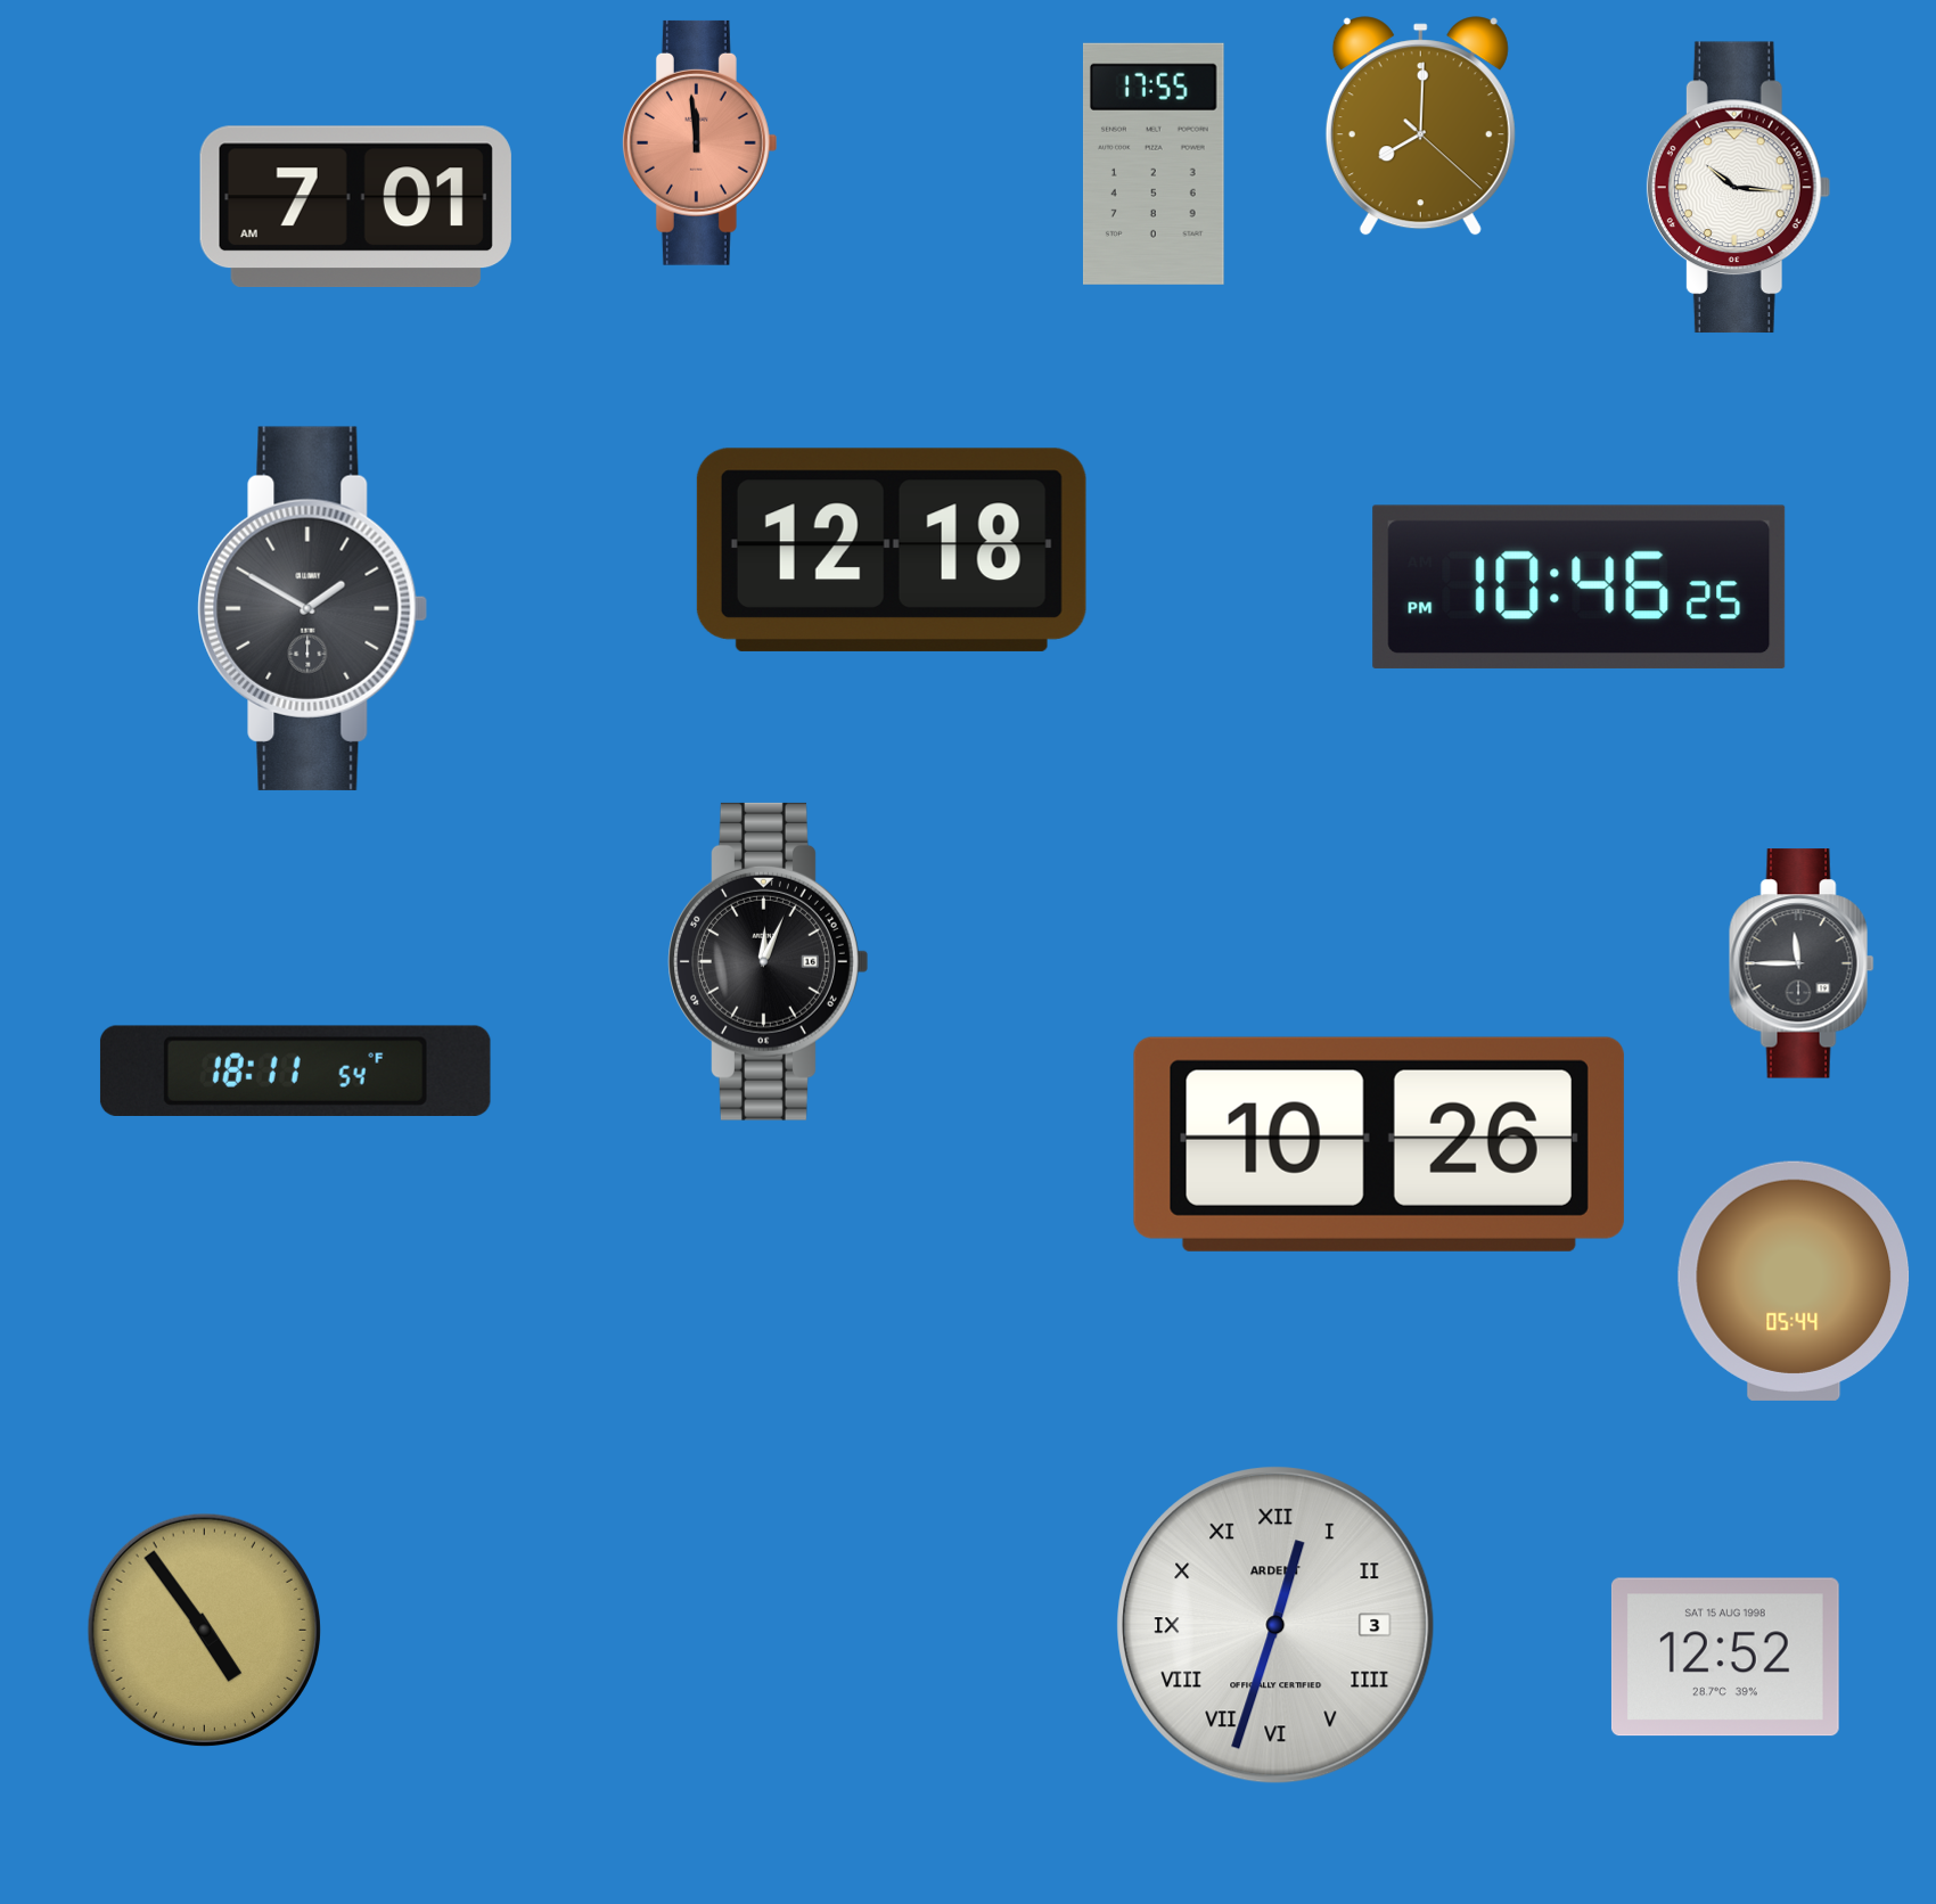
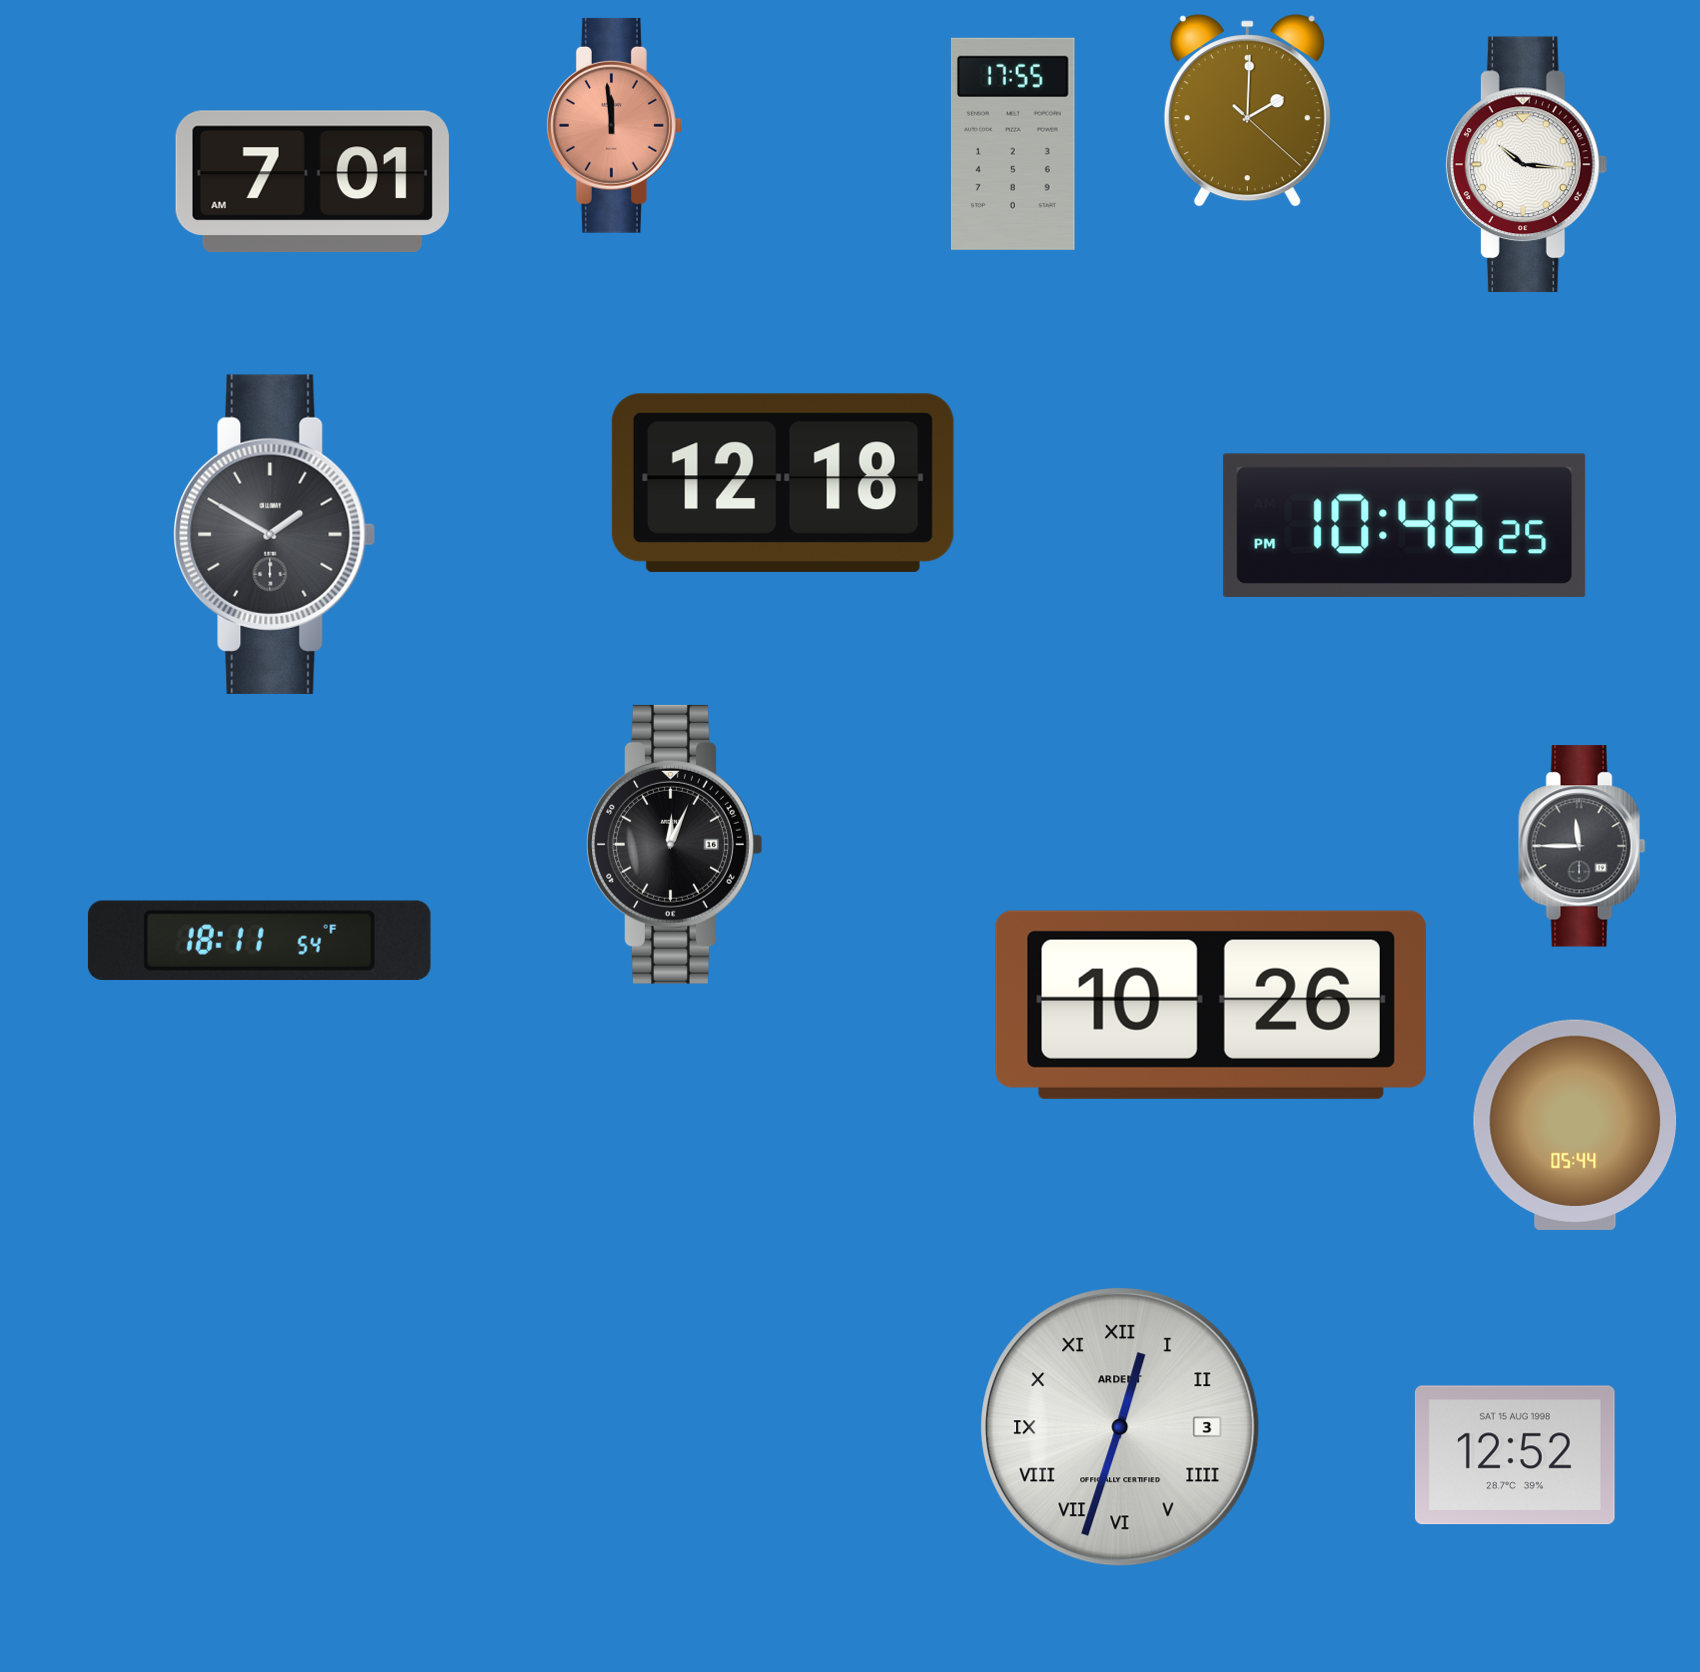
clock at (1420, 126): 8:00 -> 2:00
clock at (1580, 586) position: (1580, 586) -> (1405, 525)
clock at (204, 1630): 4:54 -> none
